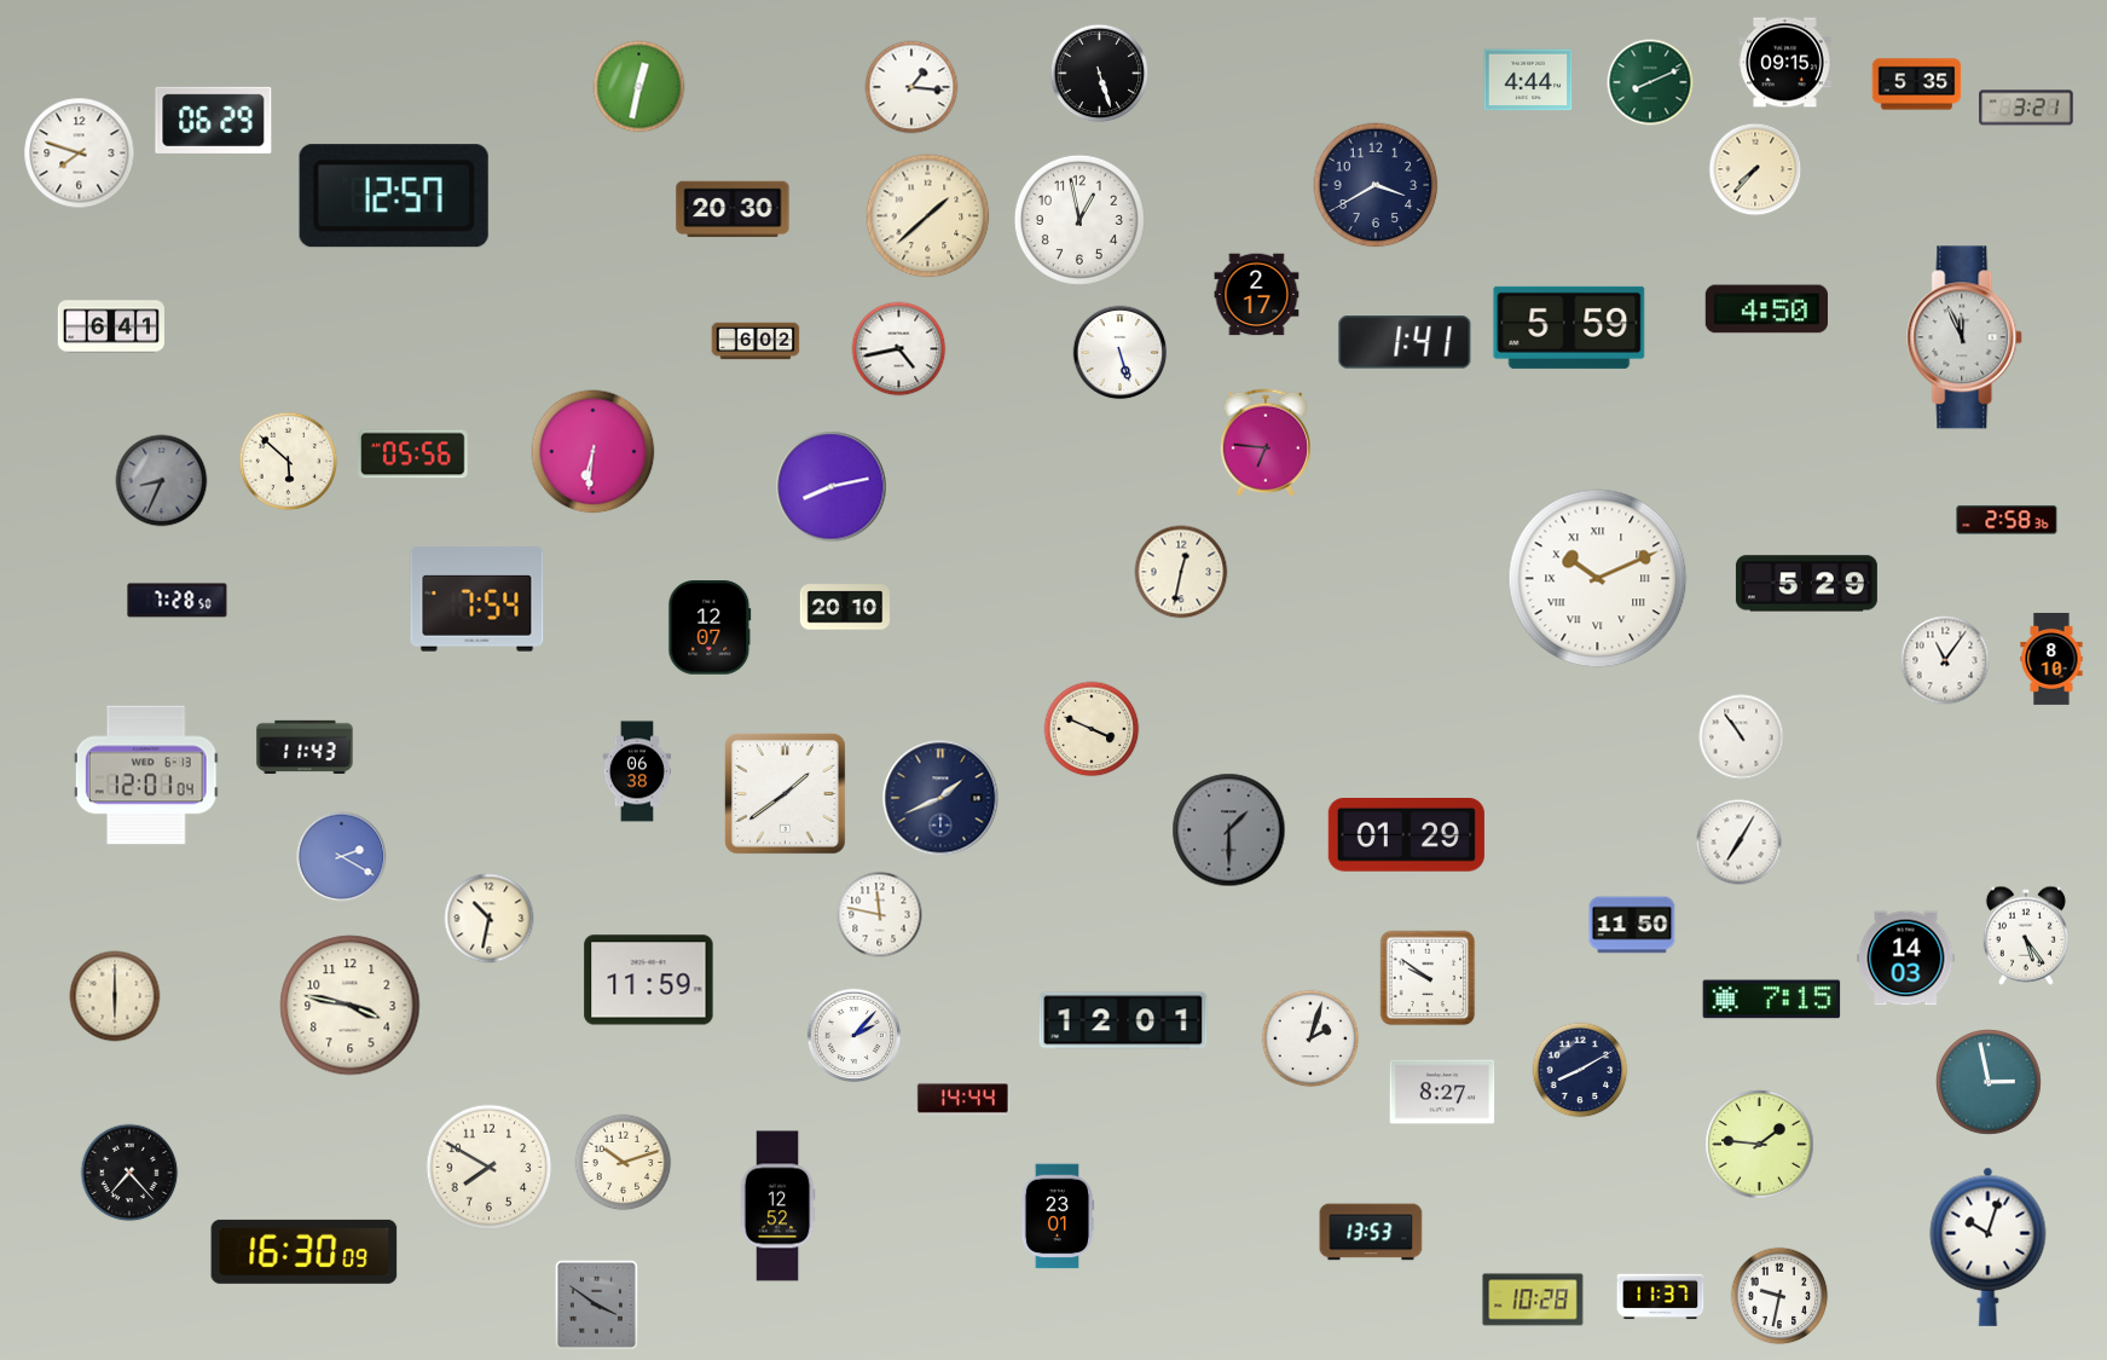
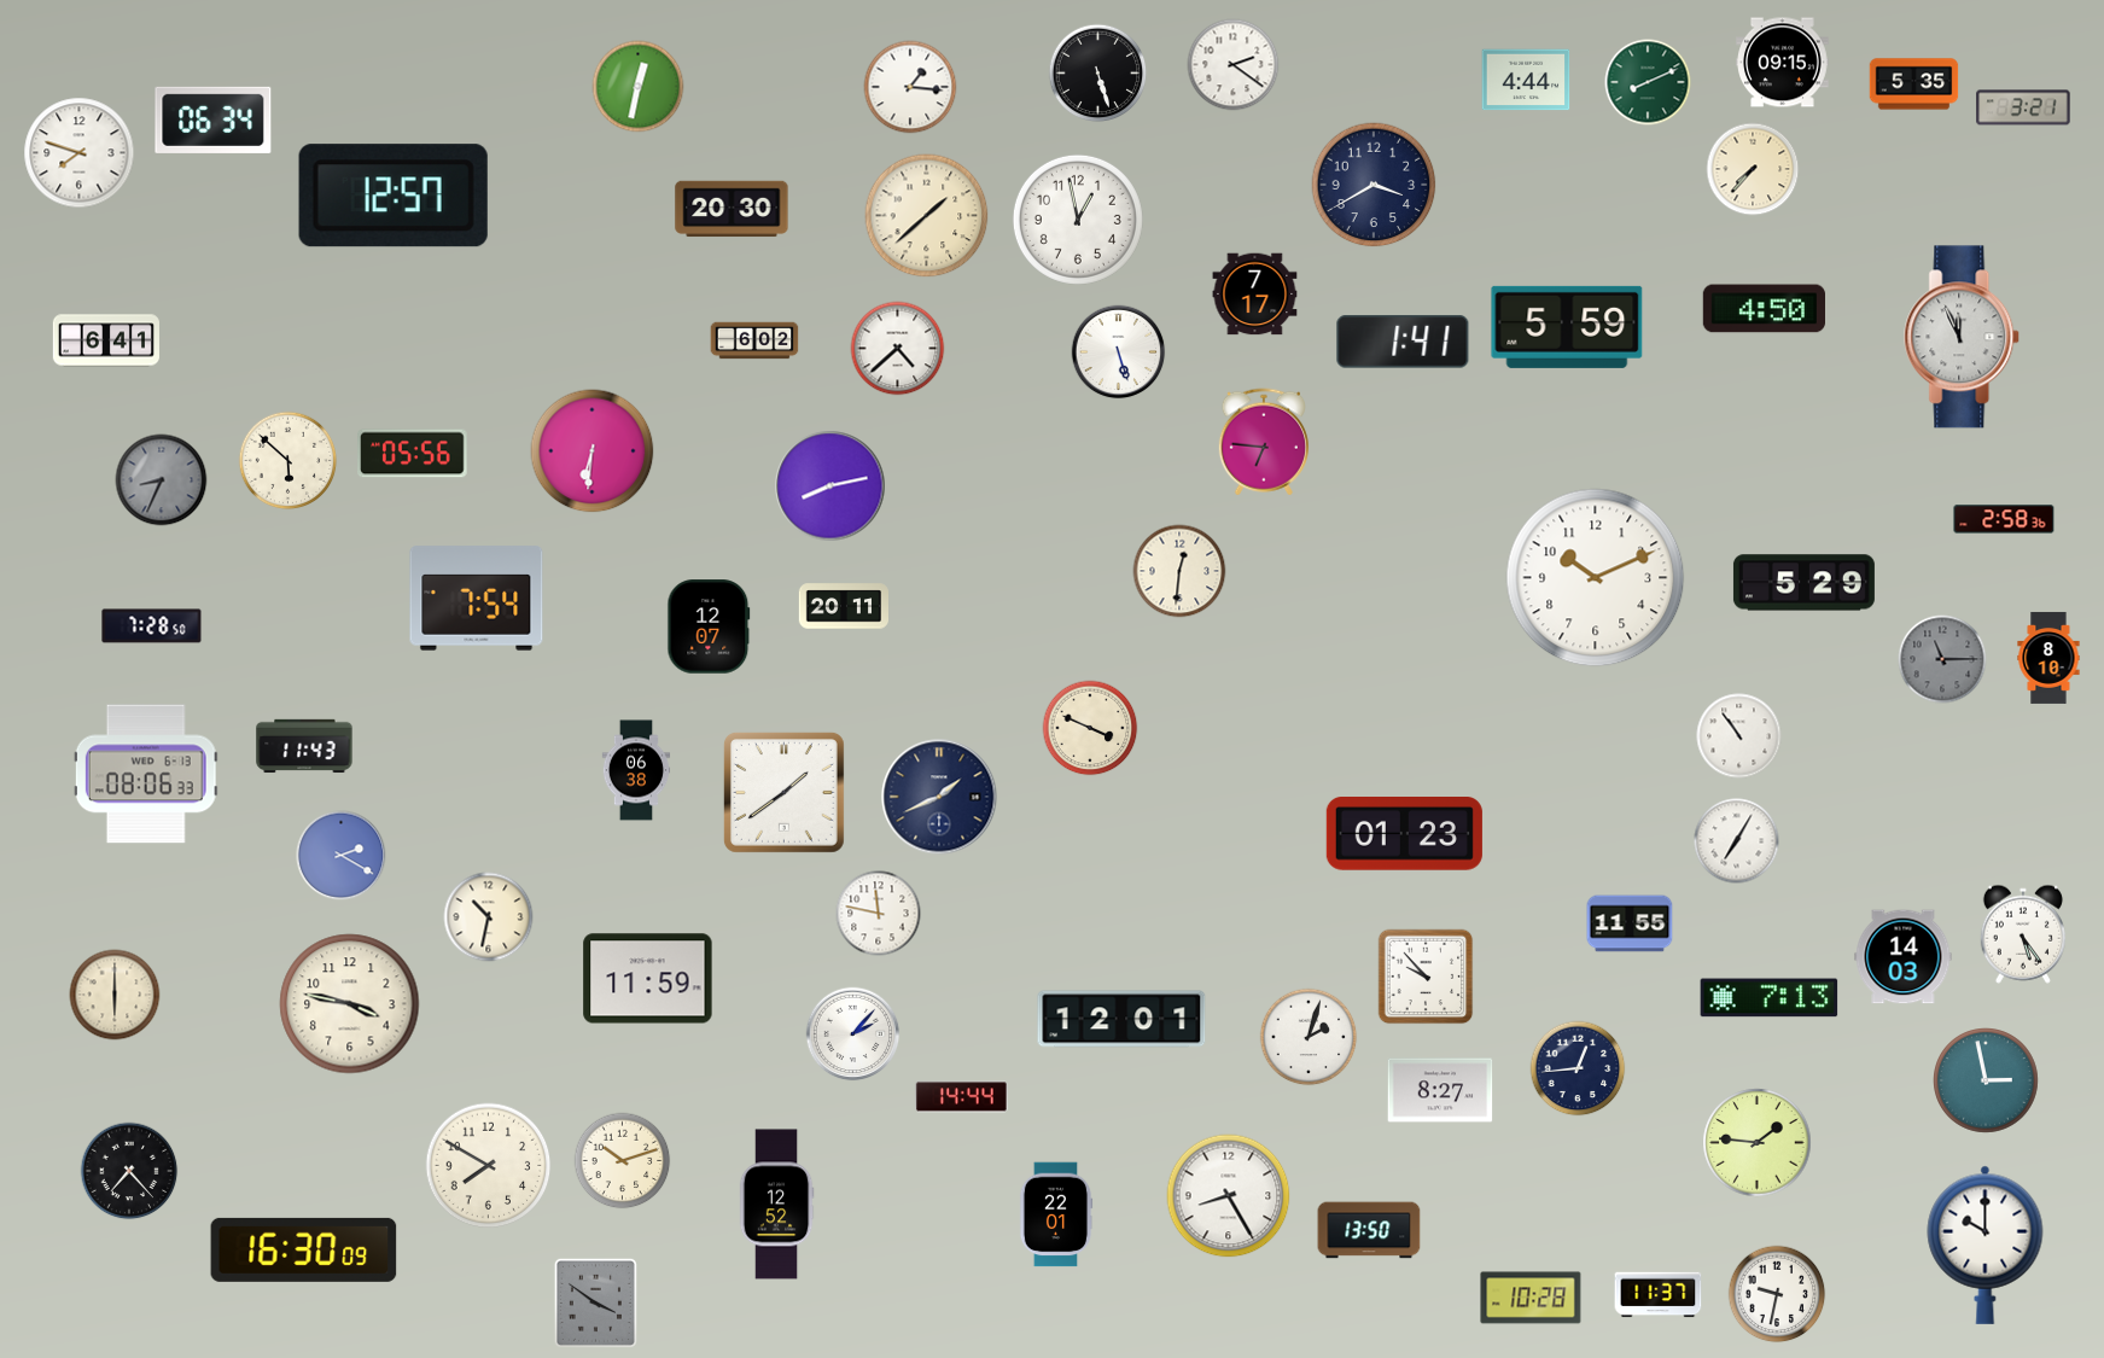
clock at (1234, 65): none -> 2:21
clock at (214, 120): 06:29 -> 06:34
clock at (1257, 295): 2:17 -> 7:17
clock at (111, 326) position: (111, 326) -> (106, 340)
clock at (899, 349): 4:43 -> 4:38
clock at (1181, 572): 12:32 -> 12:31
clock at (1598, 579) numerals: Roman -> Arabic
clock at (178, 601) position: (178, 601) -> (152, 626)
clock at (844, 607): 20:10 -> 20:11
clock at (1945, 660): 11:06 -> 11:15
clock at (1945, 660) dial: white -> grey
clock at (146, 775): 12:01 -> 08:06
clock at (1229, 831): 1:30 -> none
clock at (1406, 835): 01:29 -> 01:23
clock at (1632, 925): 11:50 -> 11:55
clock at (1428, 978): 9:51 -> 9:53
clock at (1772, 1000): 7:15 -> 7:13
clock at (1580, 1070): 8:10 -> 12:44
clock at (1229, 1196): none -> 8:25
clock at (1058, 1216): 23:01 -> 22:01
clock at (1371, 1232): 13:53 -> 13:50
clock at (1989, 1246): 10:03 -> 10:00
